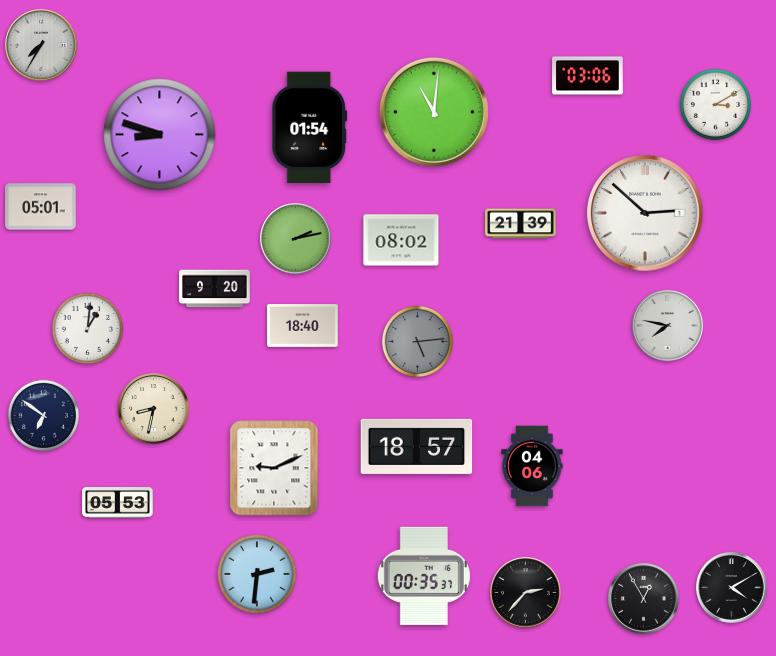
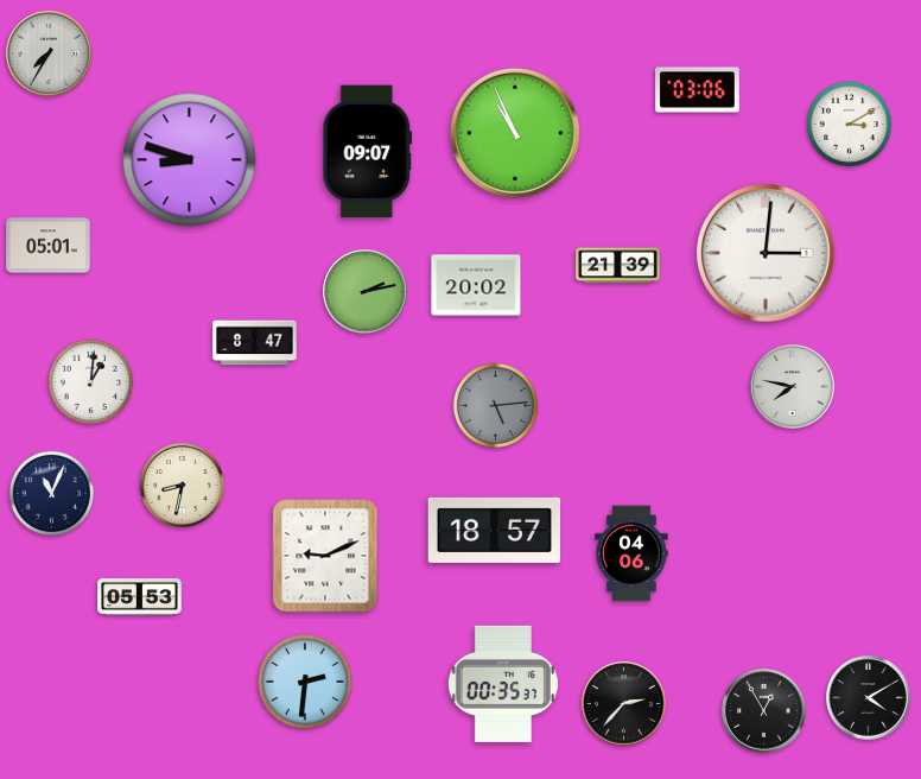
clock at (434, 112): 11:01 -> 10:56
clock at (310, 128): 01:54 -> 09:07
clock at (645, 213): 2:52 -> 3:01
clock at (296, 239) position: (296, 239) -> (366, 292)
clock at (401, 240): 08:02 -> 20:02
clock at (215, 289): 9:20 -> 8:47
clock at (303, 326): 18:40 -> none
clock at (87, 328) position: (87, 328) -> (90, 381)
clock at (43, 415): 6:51 -> 11:04
